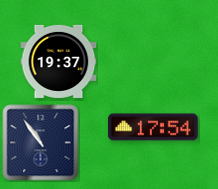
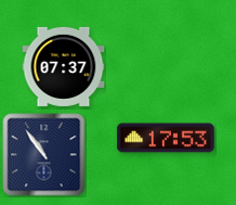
clock at (59, 61): 19:37 -> 07:37
clock at (153, 127): 17:54 -> 17:53
